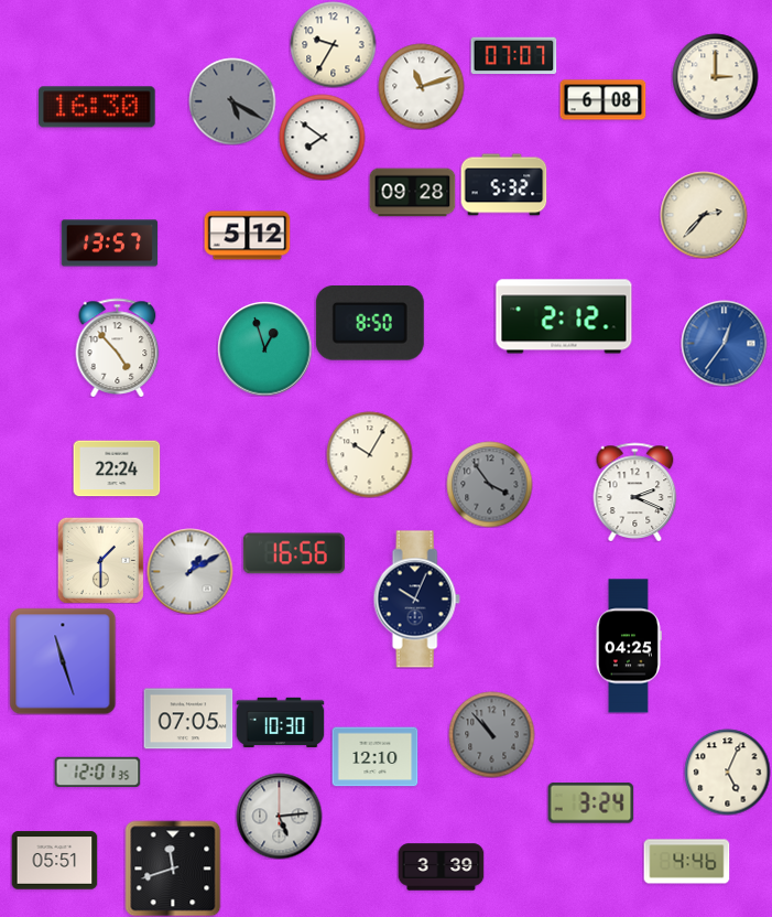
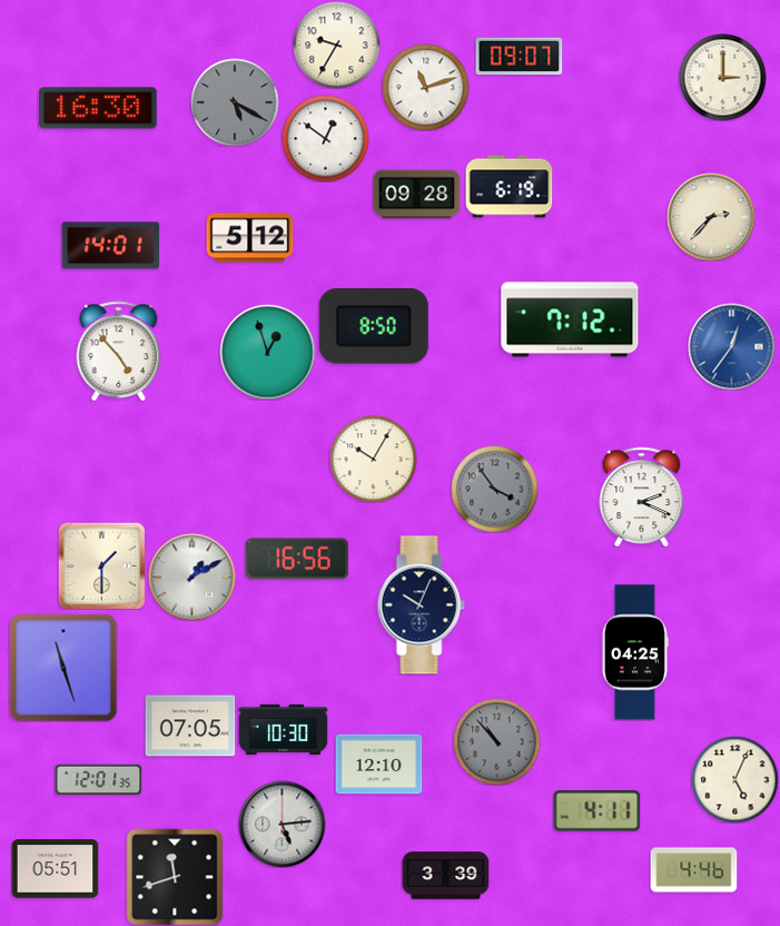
clock at (513, 56): 07:07 -> 09:07
clock at (602, 100): 6:08 -> none
clock at (322, 137): 7:51 -> 12:51
clock at (503, 185): 5:32 -> 6:19
clock at (109, 244): 13:57 -> 14:01
clock at (564, 316): 2:12 -> 7:12
clock at (117, 468): 22:24 -> none
clock at (590, 803): 3:24 -> 4:11
